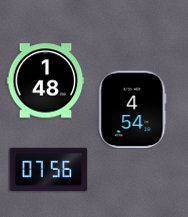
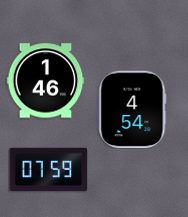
clock at (45, 81): 1:48 -> 1:46
clock at (48, 170): 07:56 -> 07:59
